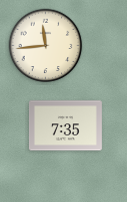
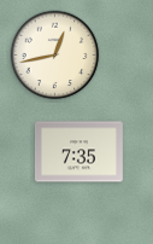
clock at (46, 46): 11:44 -> 12:43
